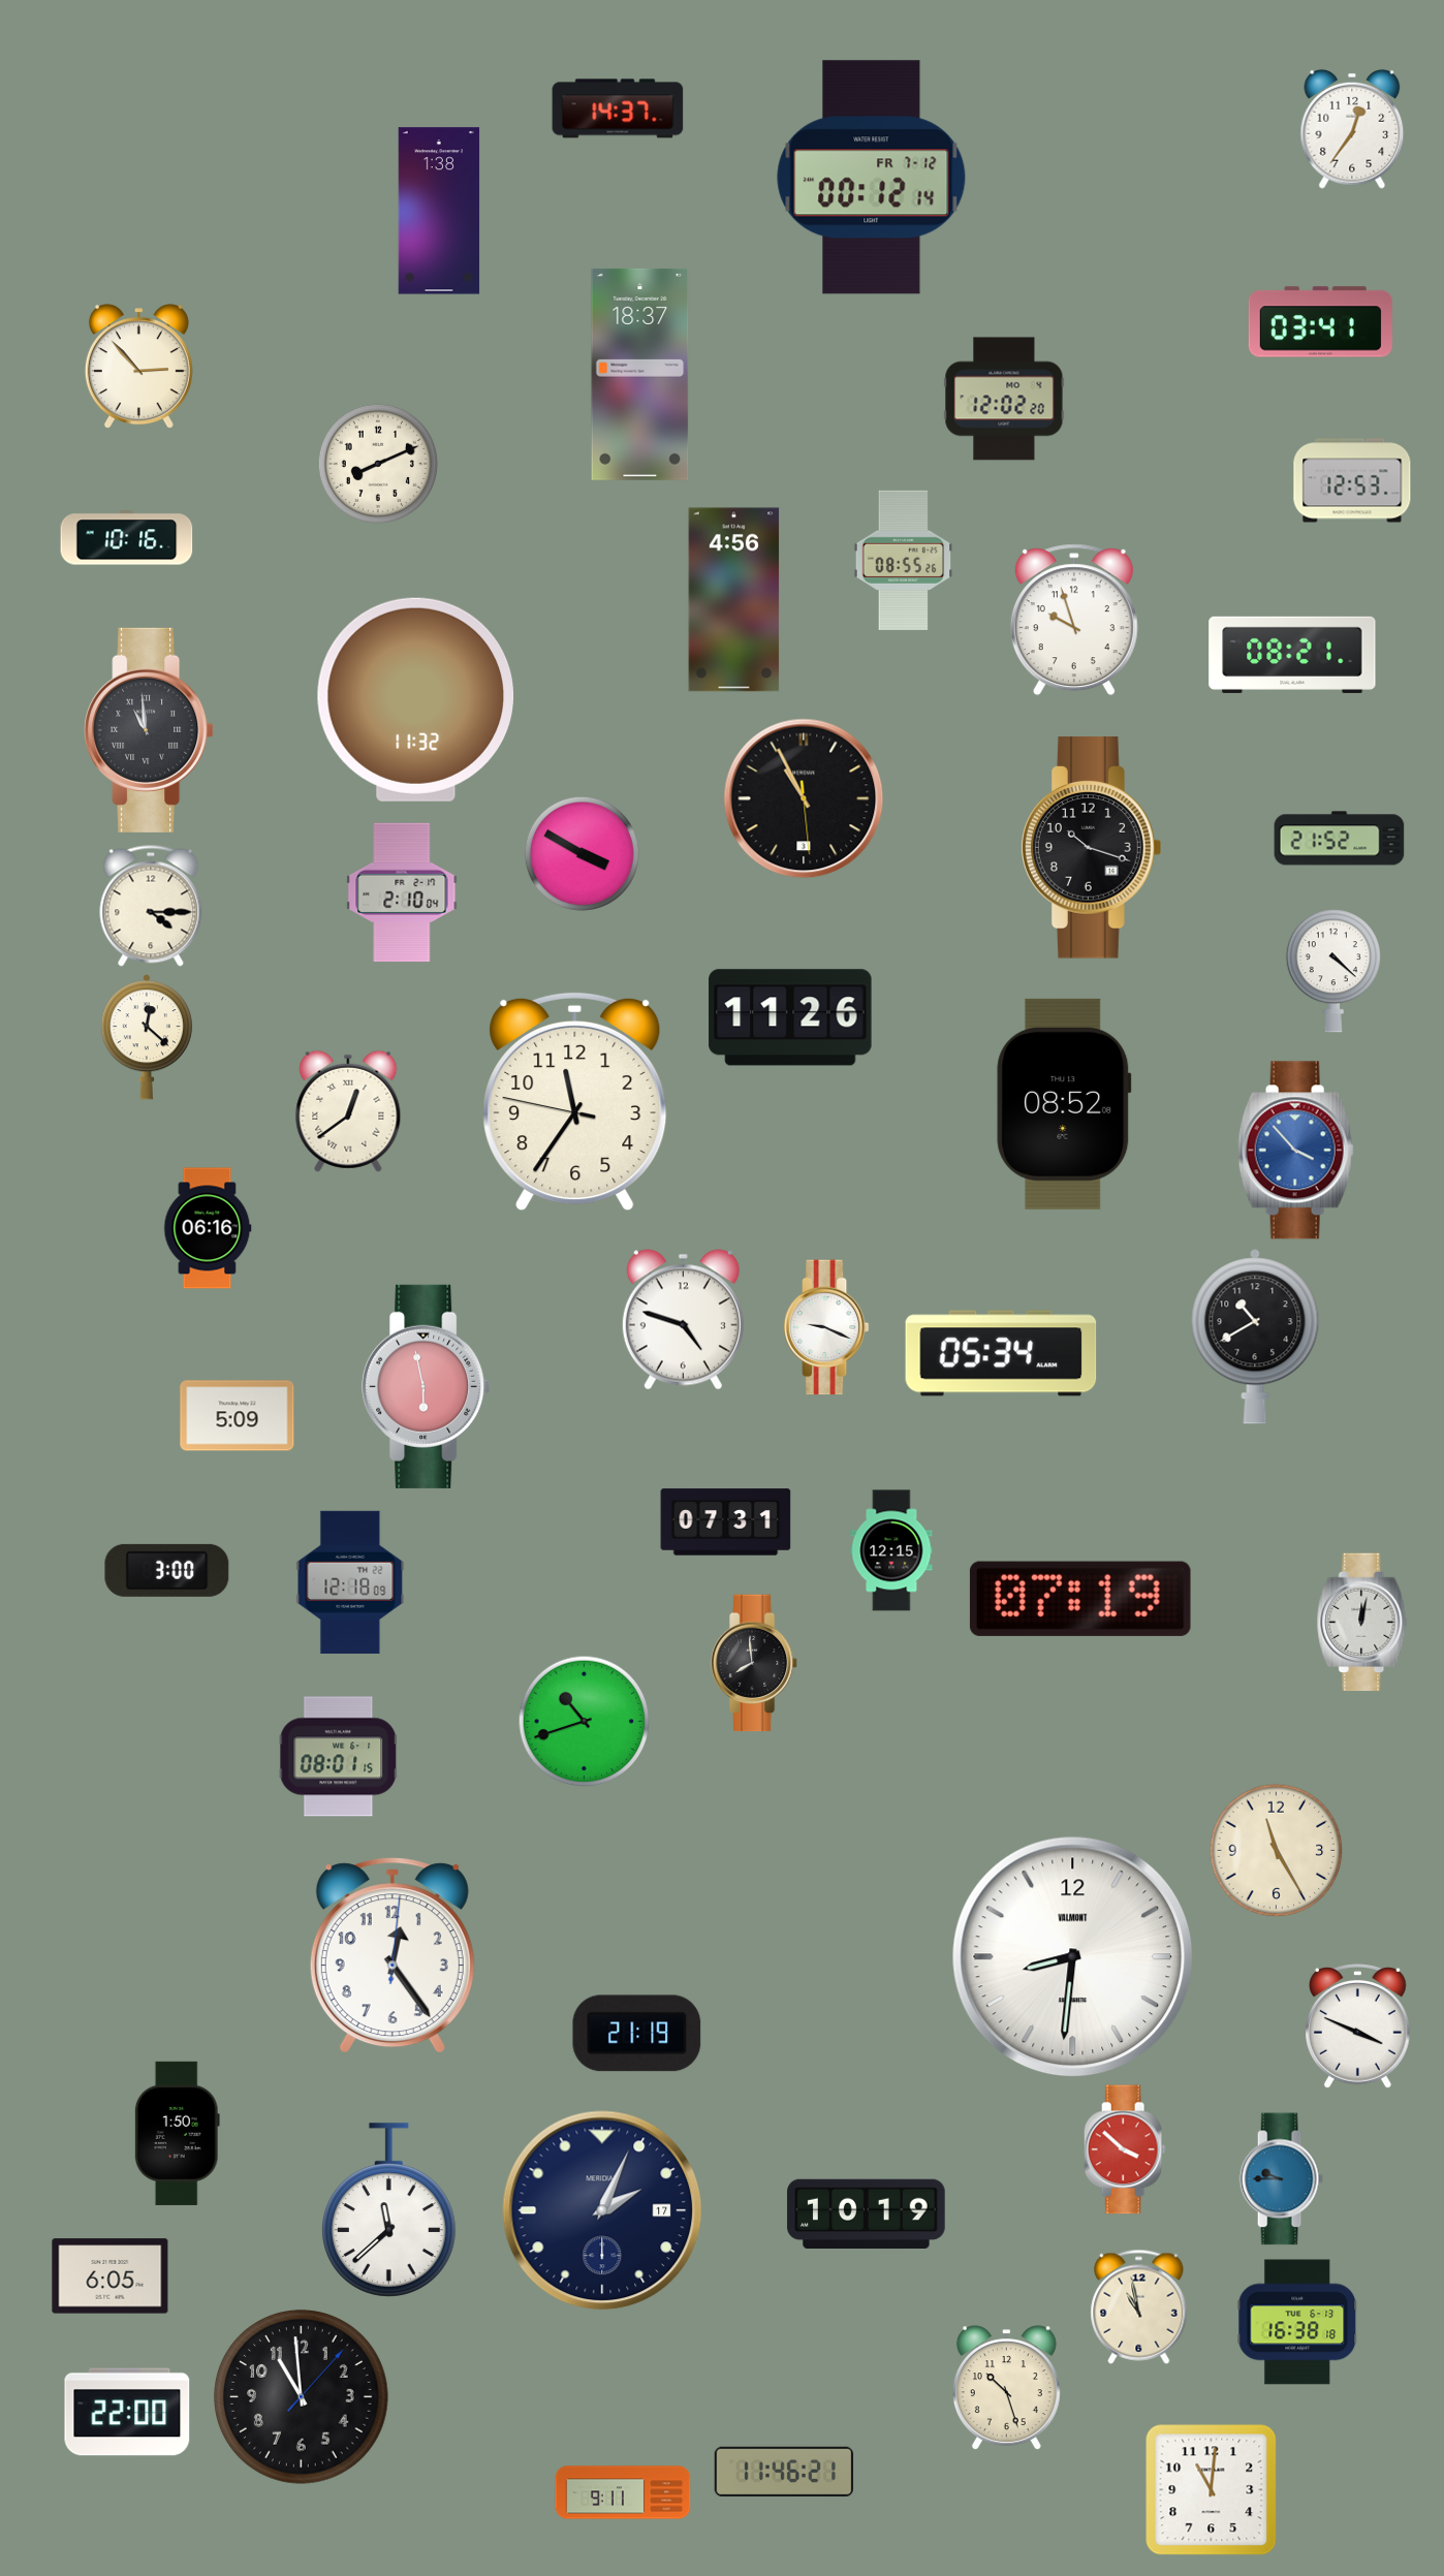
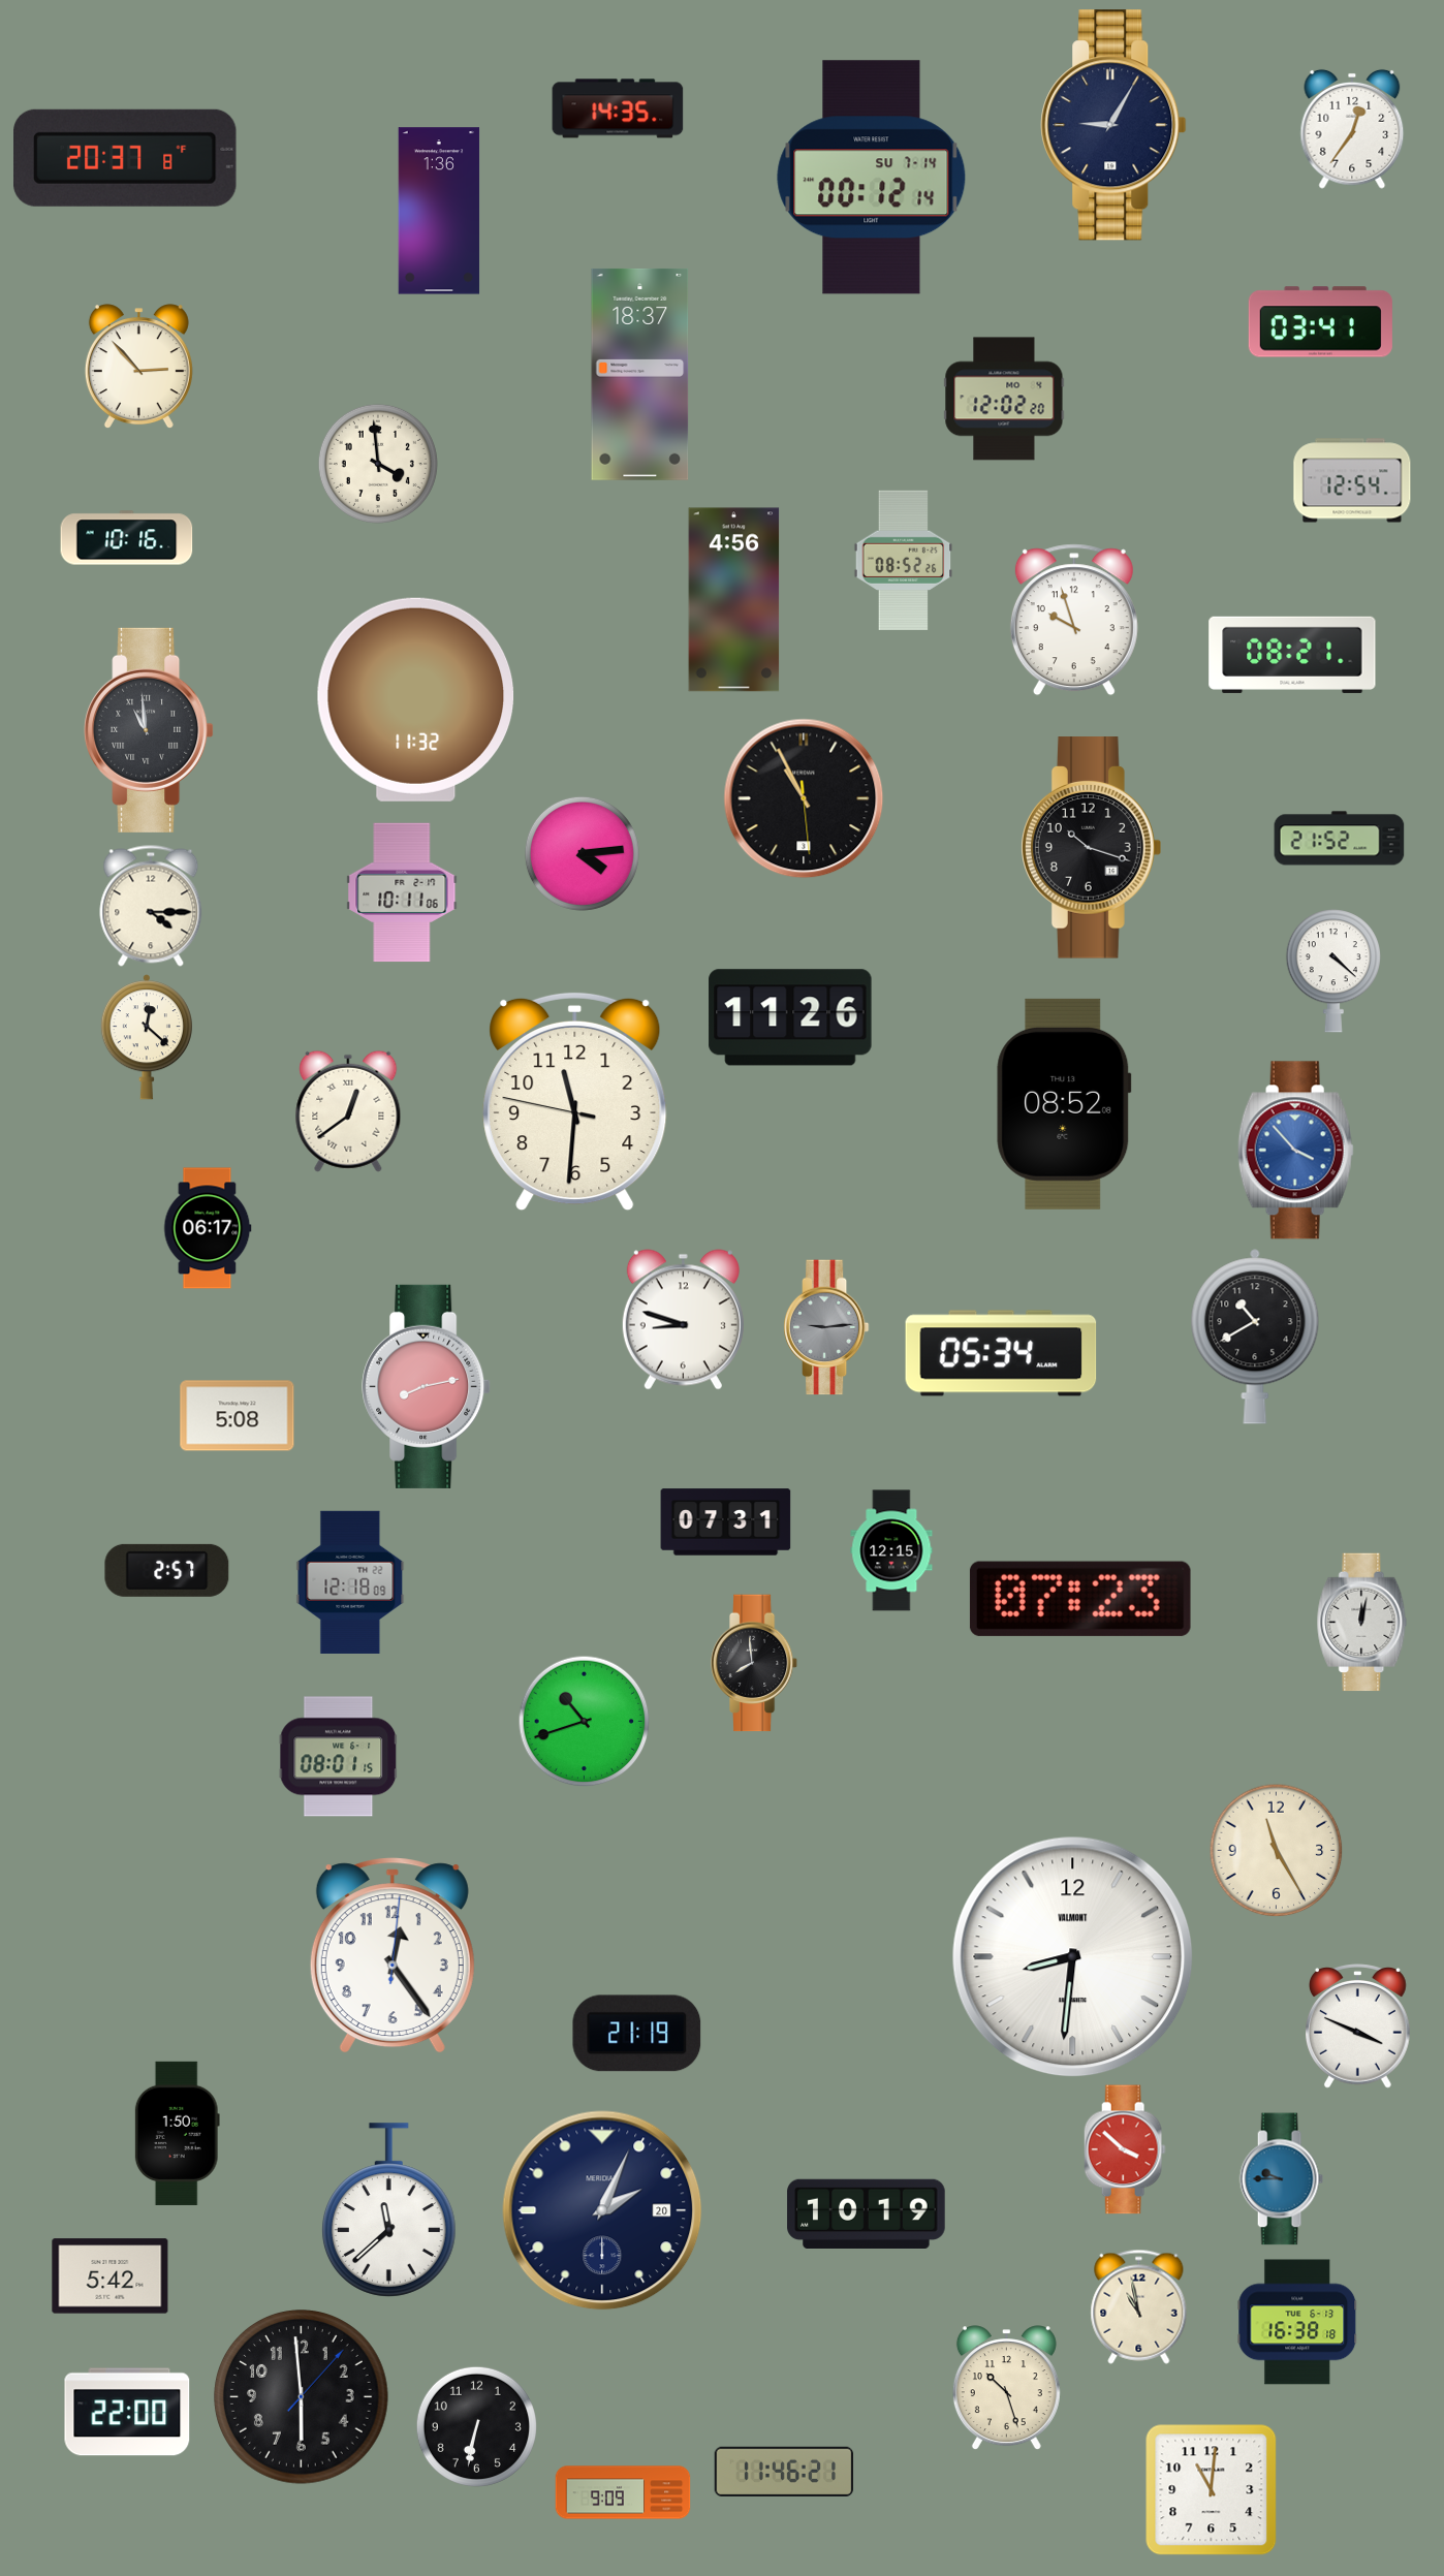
clock at (618, 108): 14:37 -> 14:35
clock at (1113, 125): none -> 9:05
clock at (126, 158): none -> 20:37
clock at (872, 178) date: FR 7-12 -> SU 7-14
clock at (439, 211): 1:38 -> 1:36
clock at (378, 464): 8:11 -> 3:59
clock at (1352, 480): 12:53 -> 12:54
clock at (904, 560): 08:55 -> 08:52
clock at (582, 853): 3:50 -> 4:14
clock at (402, 892): 2:10 -> 10:11
clock at (575, 1102): 11:35 -> 11:30
clock at (208, 1228): 06:16 -> 06:17
clock at (683, 1320): 4:48 -> 8:48
clock at (826, 1327): 9:19 -> 9:14
clock at (826, 1327) dial: white -> grey
clock at (427, 1386): 5:58 -> 8:13
clock at (238, 1416): 5:09 -> 5:08
clock at (167, 1570): 3:00 -> 2:57
clock at (1080, 1599): 07:19 -> 07:23
clock at (602, 2210) date: 17 -> 20
clock at (111, 2276): 6:05 -> 5:42
clock at (302, 2397): 10:59 -> 5:59
clock at (476, 2426): none -> 6:32
clock at (623, 2492): 9:11 -> 9:09
